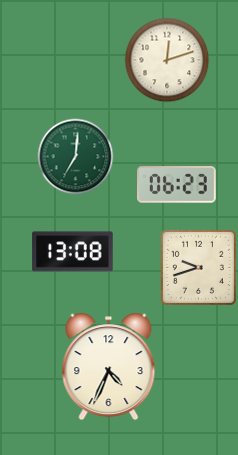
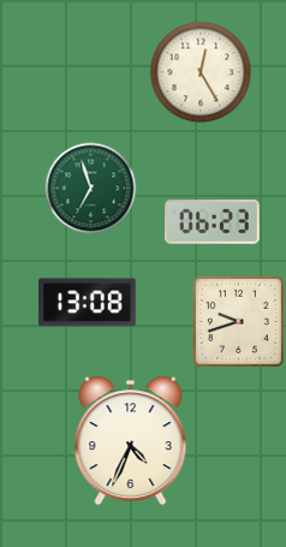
clock at (167, 60): 12:12 -> 12:25
clock at (76, 157): 7:01 -> 6:57
